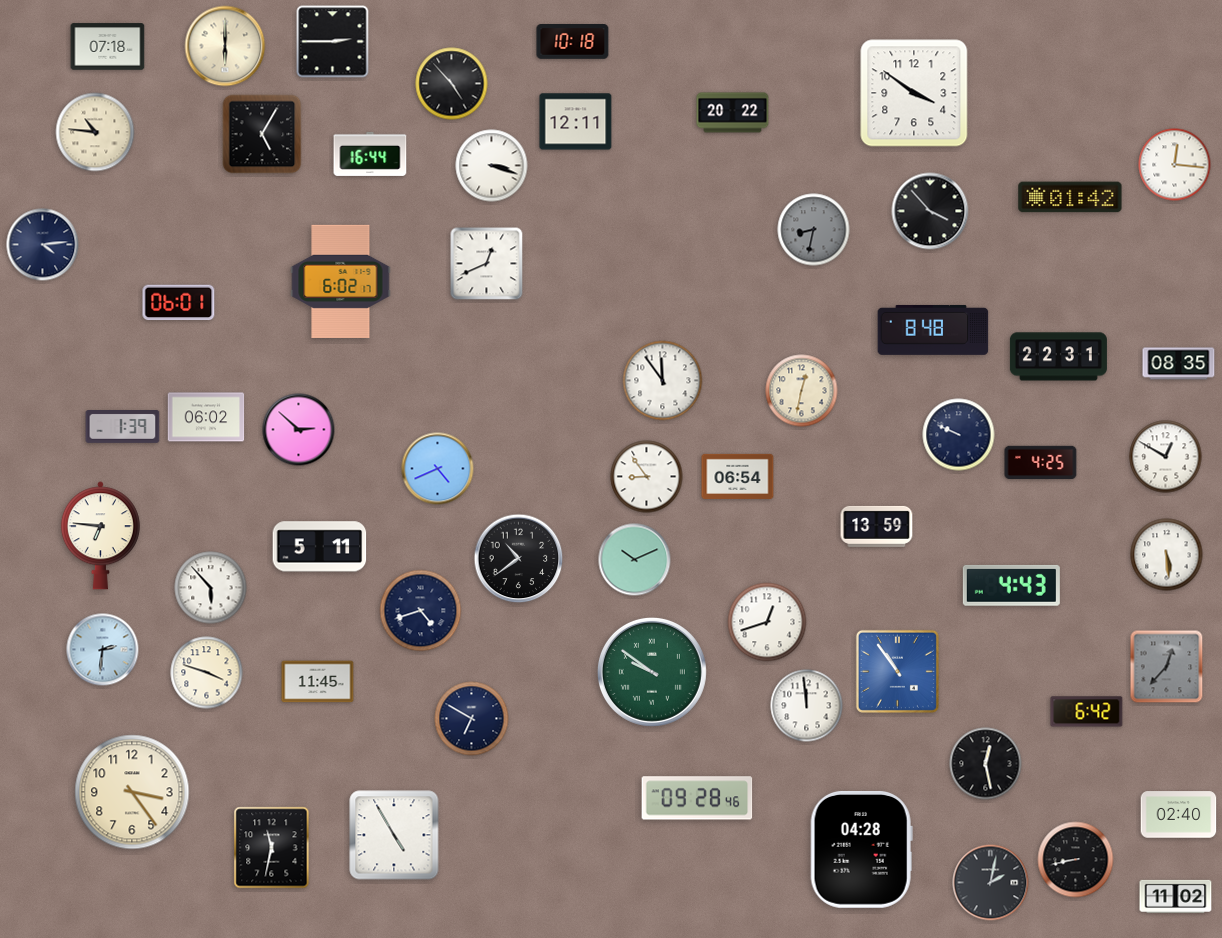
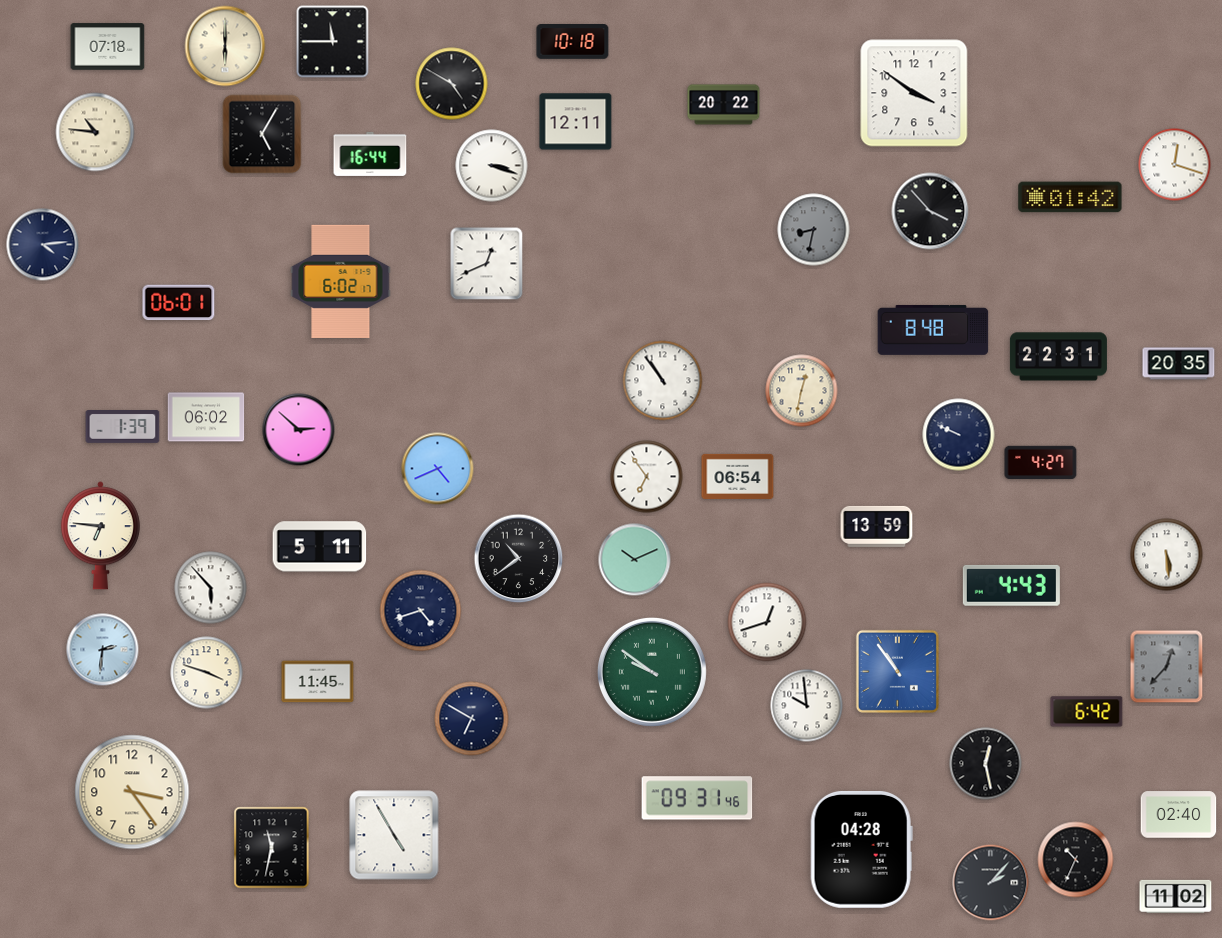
clock at (333, 42): 2:45 -> 11:45
clock at (452, 84): 4:53 -> 4:50
clock at (733, 113) position: (733, 113) -> (724, 105)
clock at (1175, 165): 12:16 -> 12:18
clock at (1179, 364): 08:35 -> 20:35
clock at (663, 381): 11:54 -> 10:54
clock at (1166, 457): 12:50 -> none
clock at (1041, 463): 4:25 -> 4:27
clock at (647, 477): 8:54 -> 6:54
clock at (807, 706): 11:59 -> 9:59
clock at (697, 798): 09:28 -> 09:31
clock at (1076, 860): 8:43 -> 10:34
clock at (991, 883): 2:02 -> 2:07
